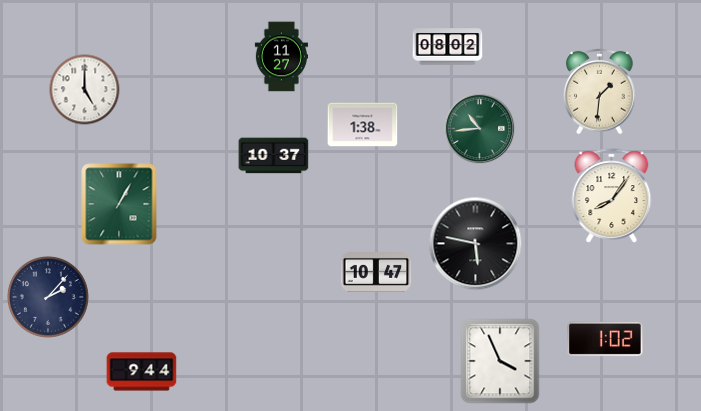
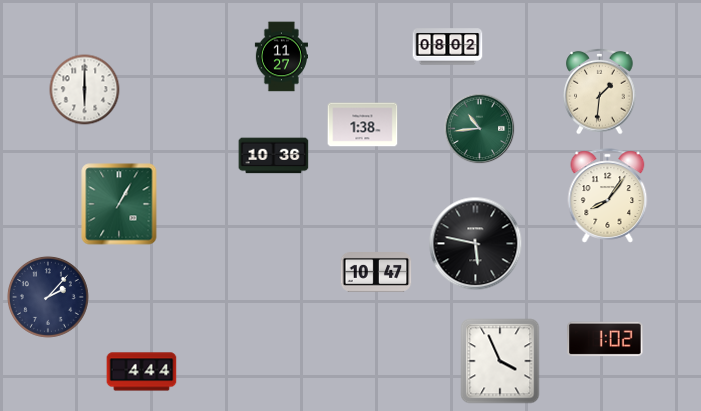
clock at (85, 90): 5:00 -> 6:00
clock at (274, 156): 10:37 -> 10:36
clock at (612, 196) position: (612, 196) -> (608, 196)
clock at (142, 372): 9:44 -> 4:44
